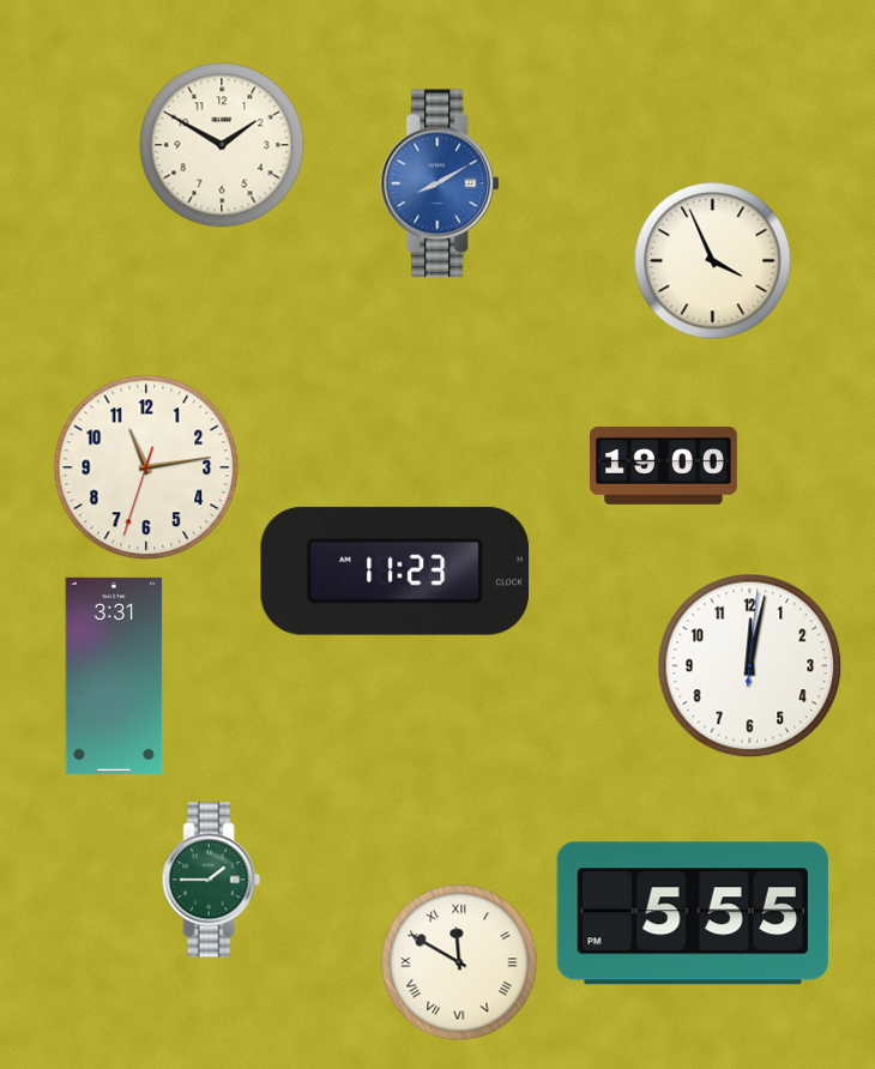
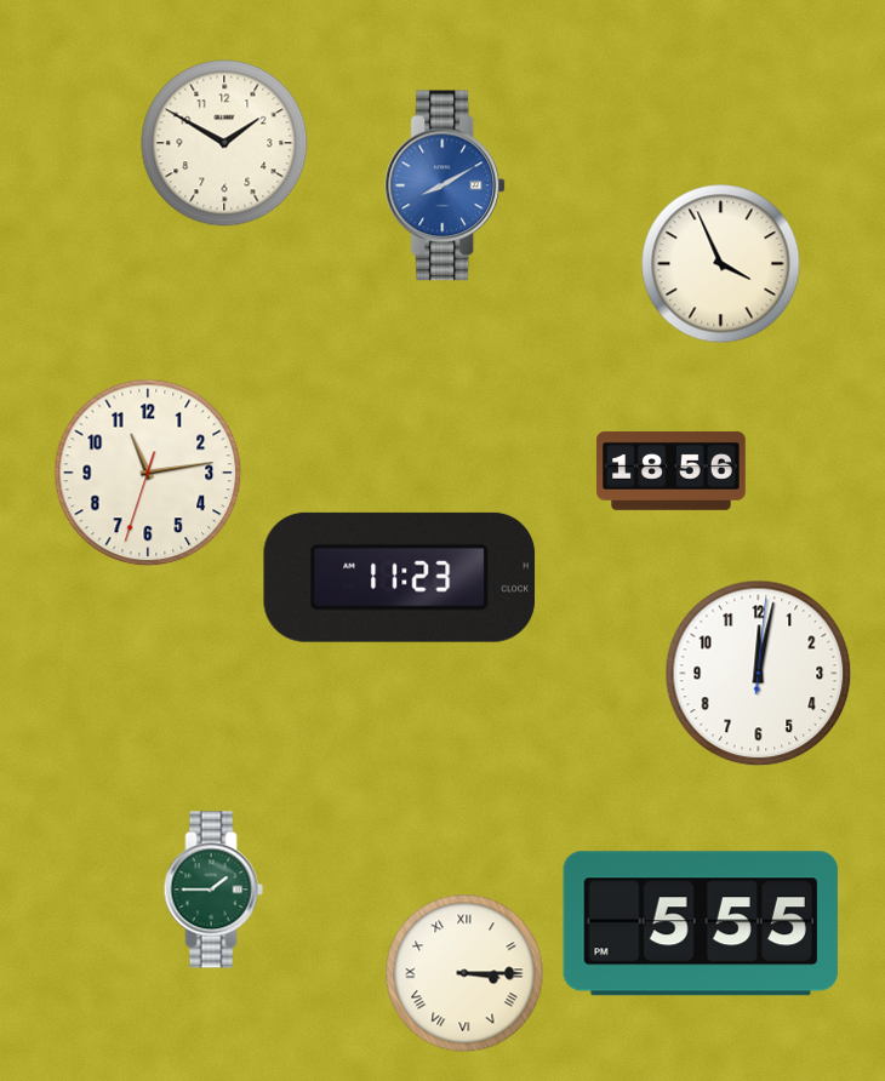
clock at (222, 145) position: (222, 145) -> (224, 143)
clock at (664, 465): 19:00 -> 18:56
clock at (114, 676): 3:31 -> none
clock at (459, 962): 11:50 -> 3:15
